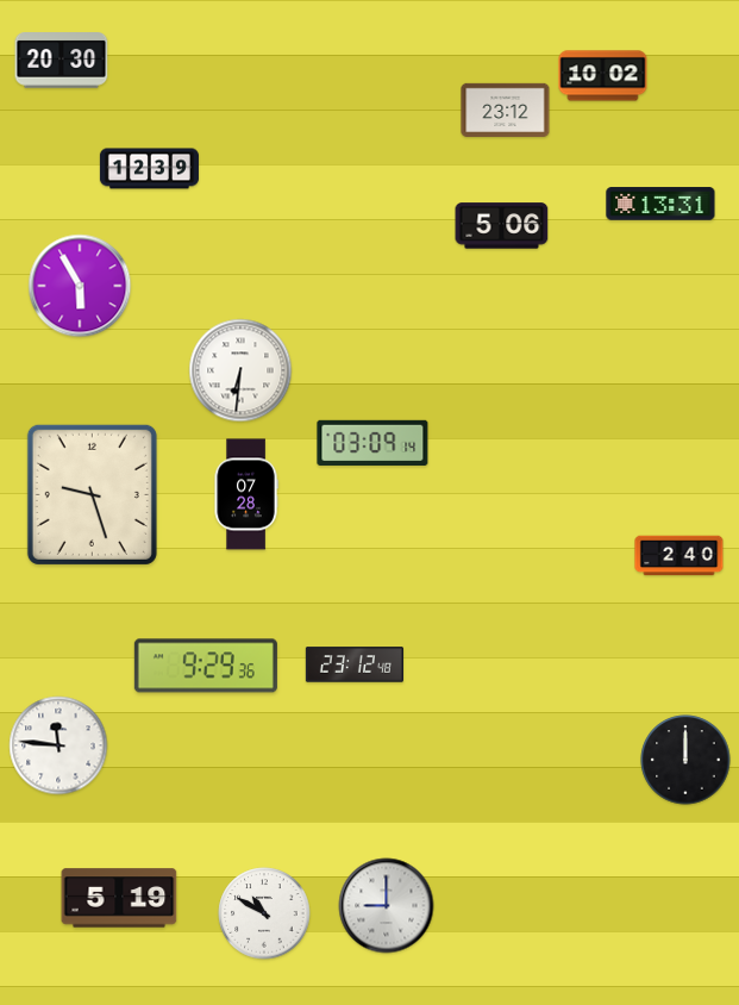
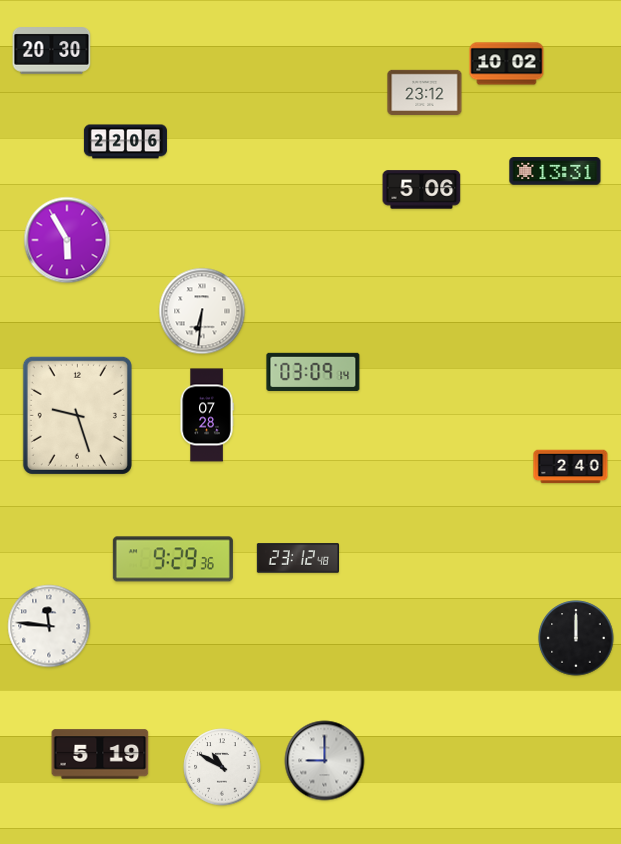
clock at (149, 169): 12:39 -> 22:06
